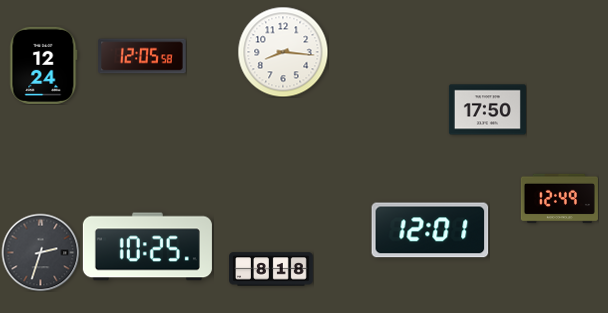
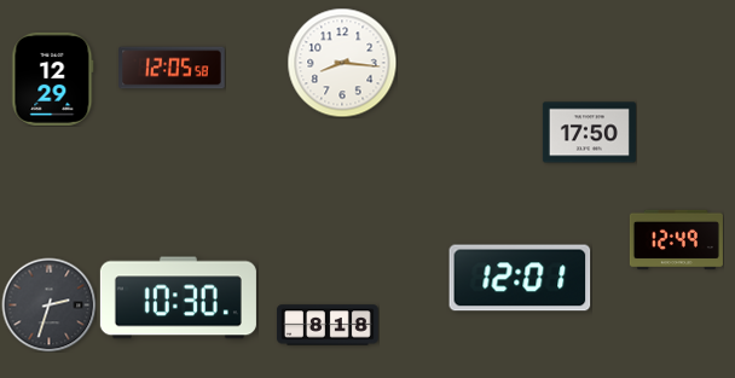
clock at (44, 65): 12:24 -> 12:29
clock at (147, 247): 10:25 -> 10:30
